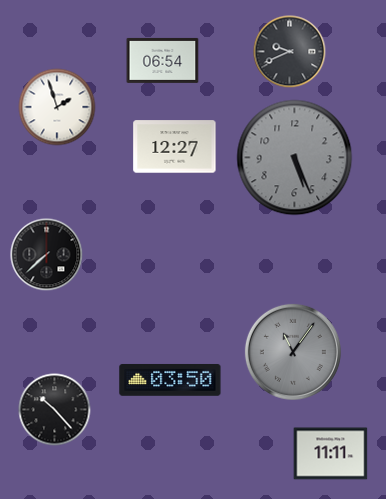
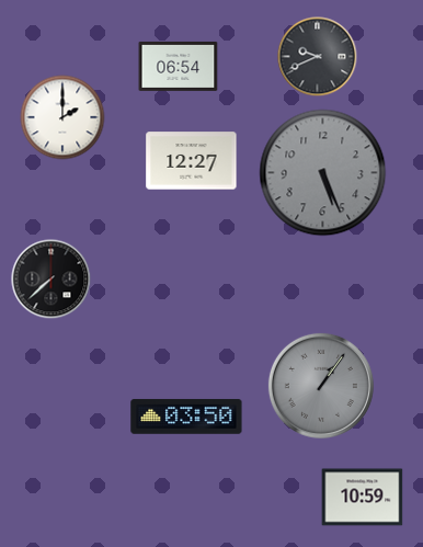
clock at (57, 107): 1:57 -> 2:00
clock at (293, 352): 11:06 -> 1:06
clock at (55, 410): 10:23 -> none
clock at (331, 454): 11:11 -> 10:59
